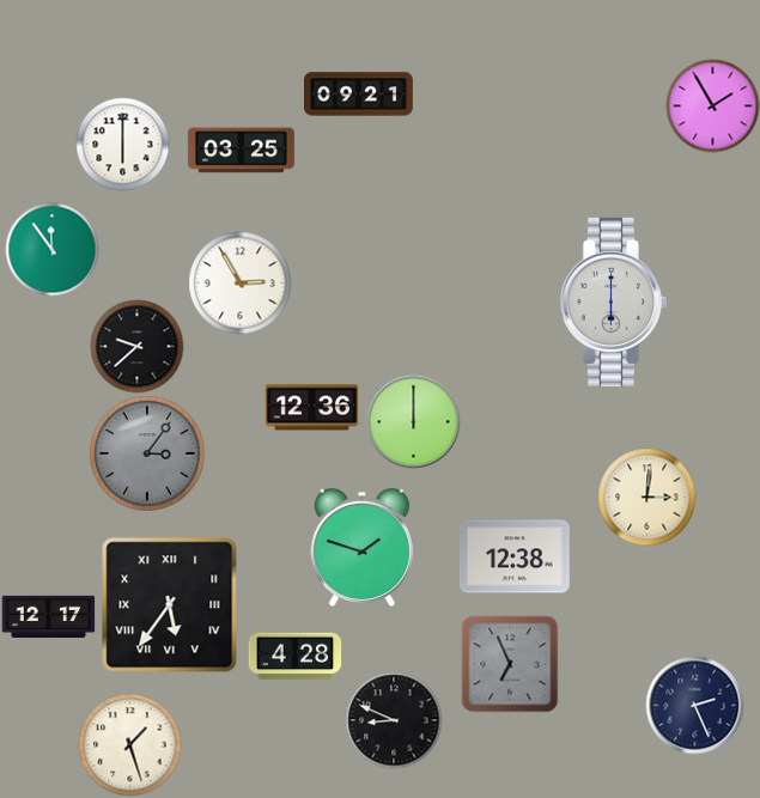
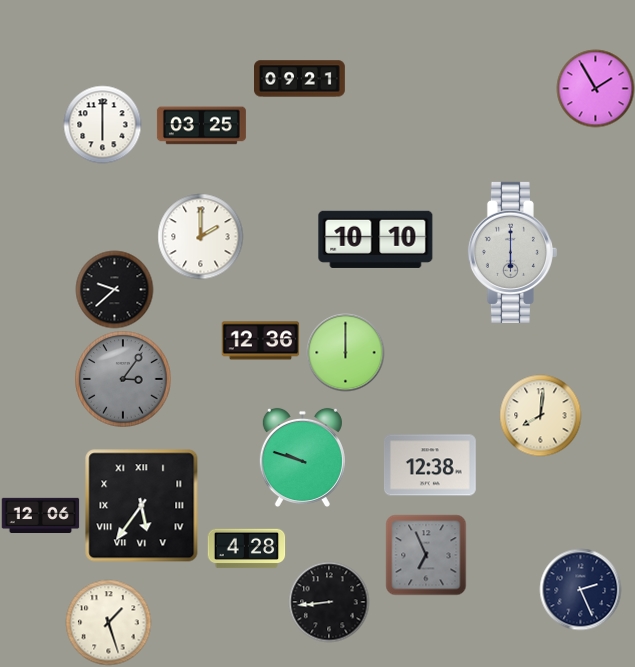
clock at (122, 144) position: (122, 144) -> (102, 124)
clock at (51, 249): 11:54 -> none
clock at (239, 282): 2:55 -> 2:00
clock at (376, 239): none -> 10:10
clock at (646, 497): 3:01 -> 8:01
clock at (361, 547): 1:48 -> 9:48
clock at (48, 616): 12:17 -> 12:06
clock at (394, 720): 8:49 -> 8:44
